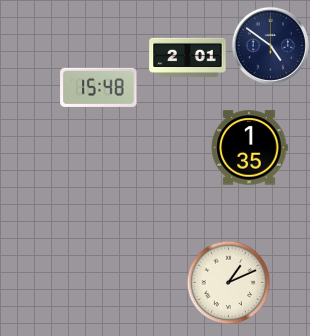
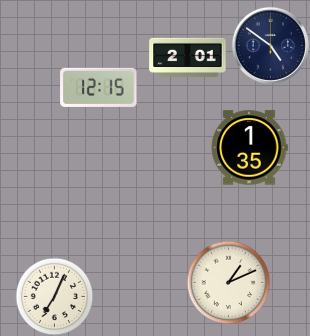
clock at (99, 87): 15:48 -> 12:15
clock at (54, 296): none -> 7:04
